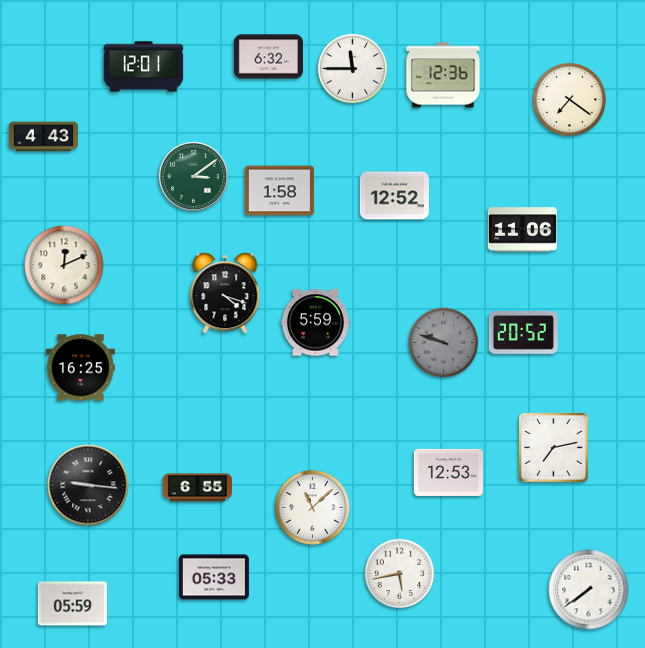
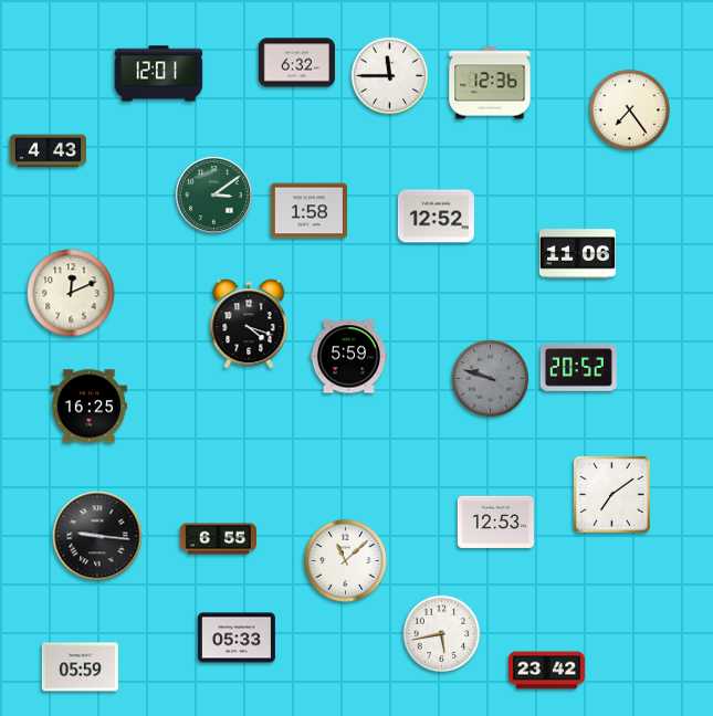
clock at (569, 99): 7:21 -> 7:24
clock at (554, 448): 7:13 -> 7:09
clock at (589, 590): 7:39 -> none
clock at (546, 671): none -> 23:42
